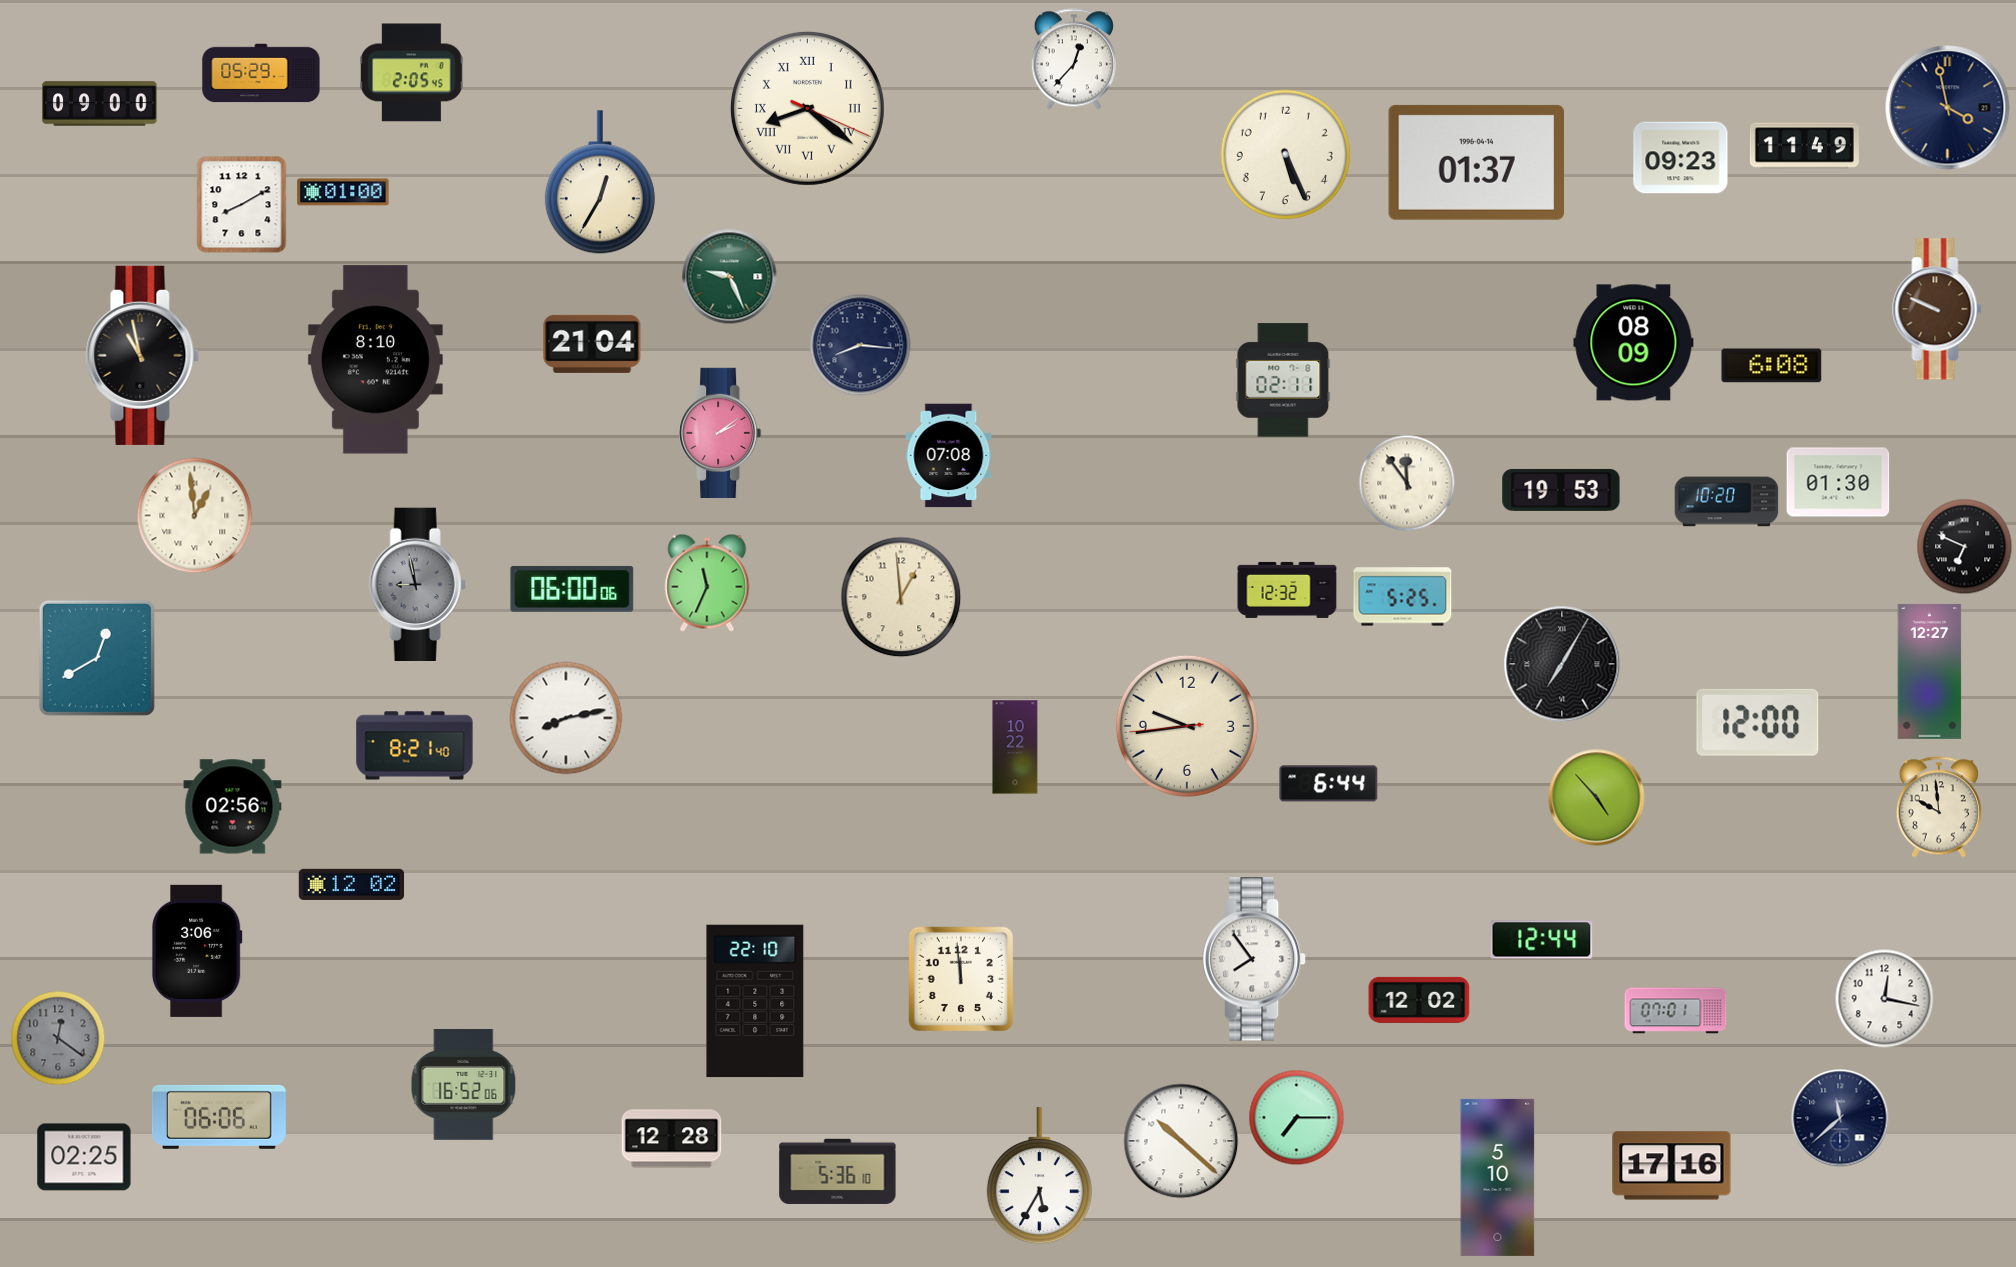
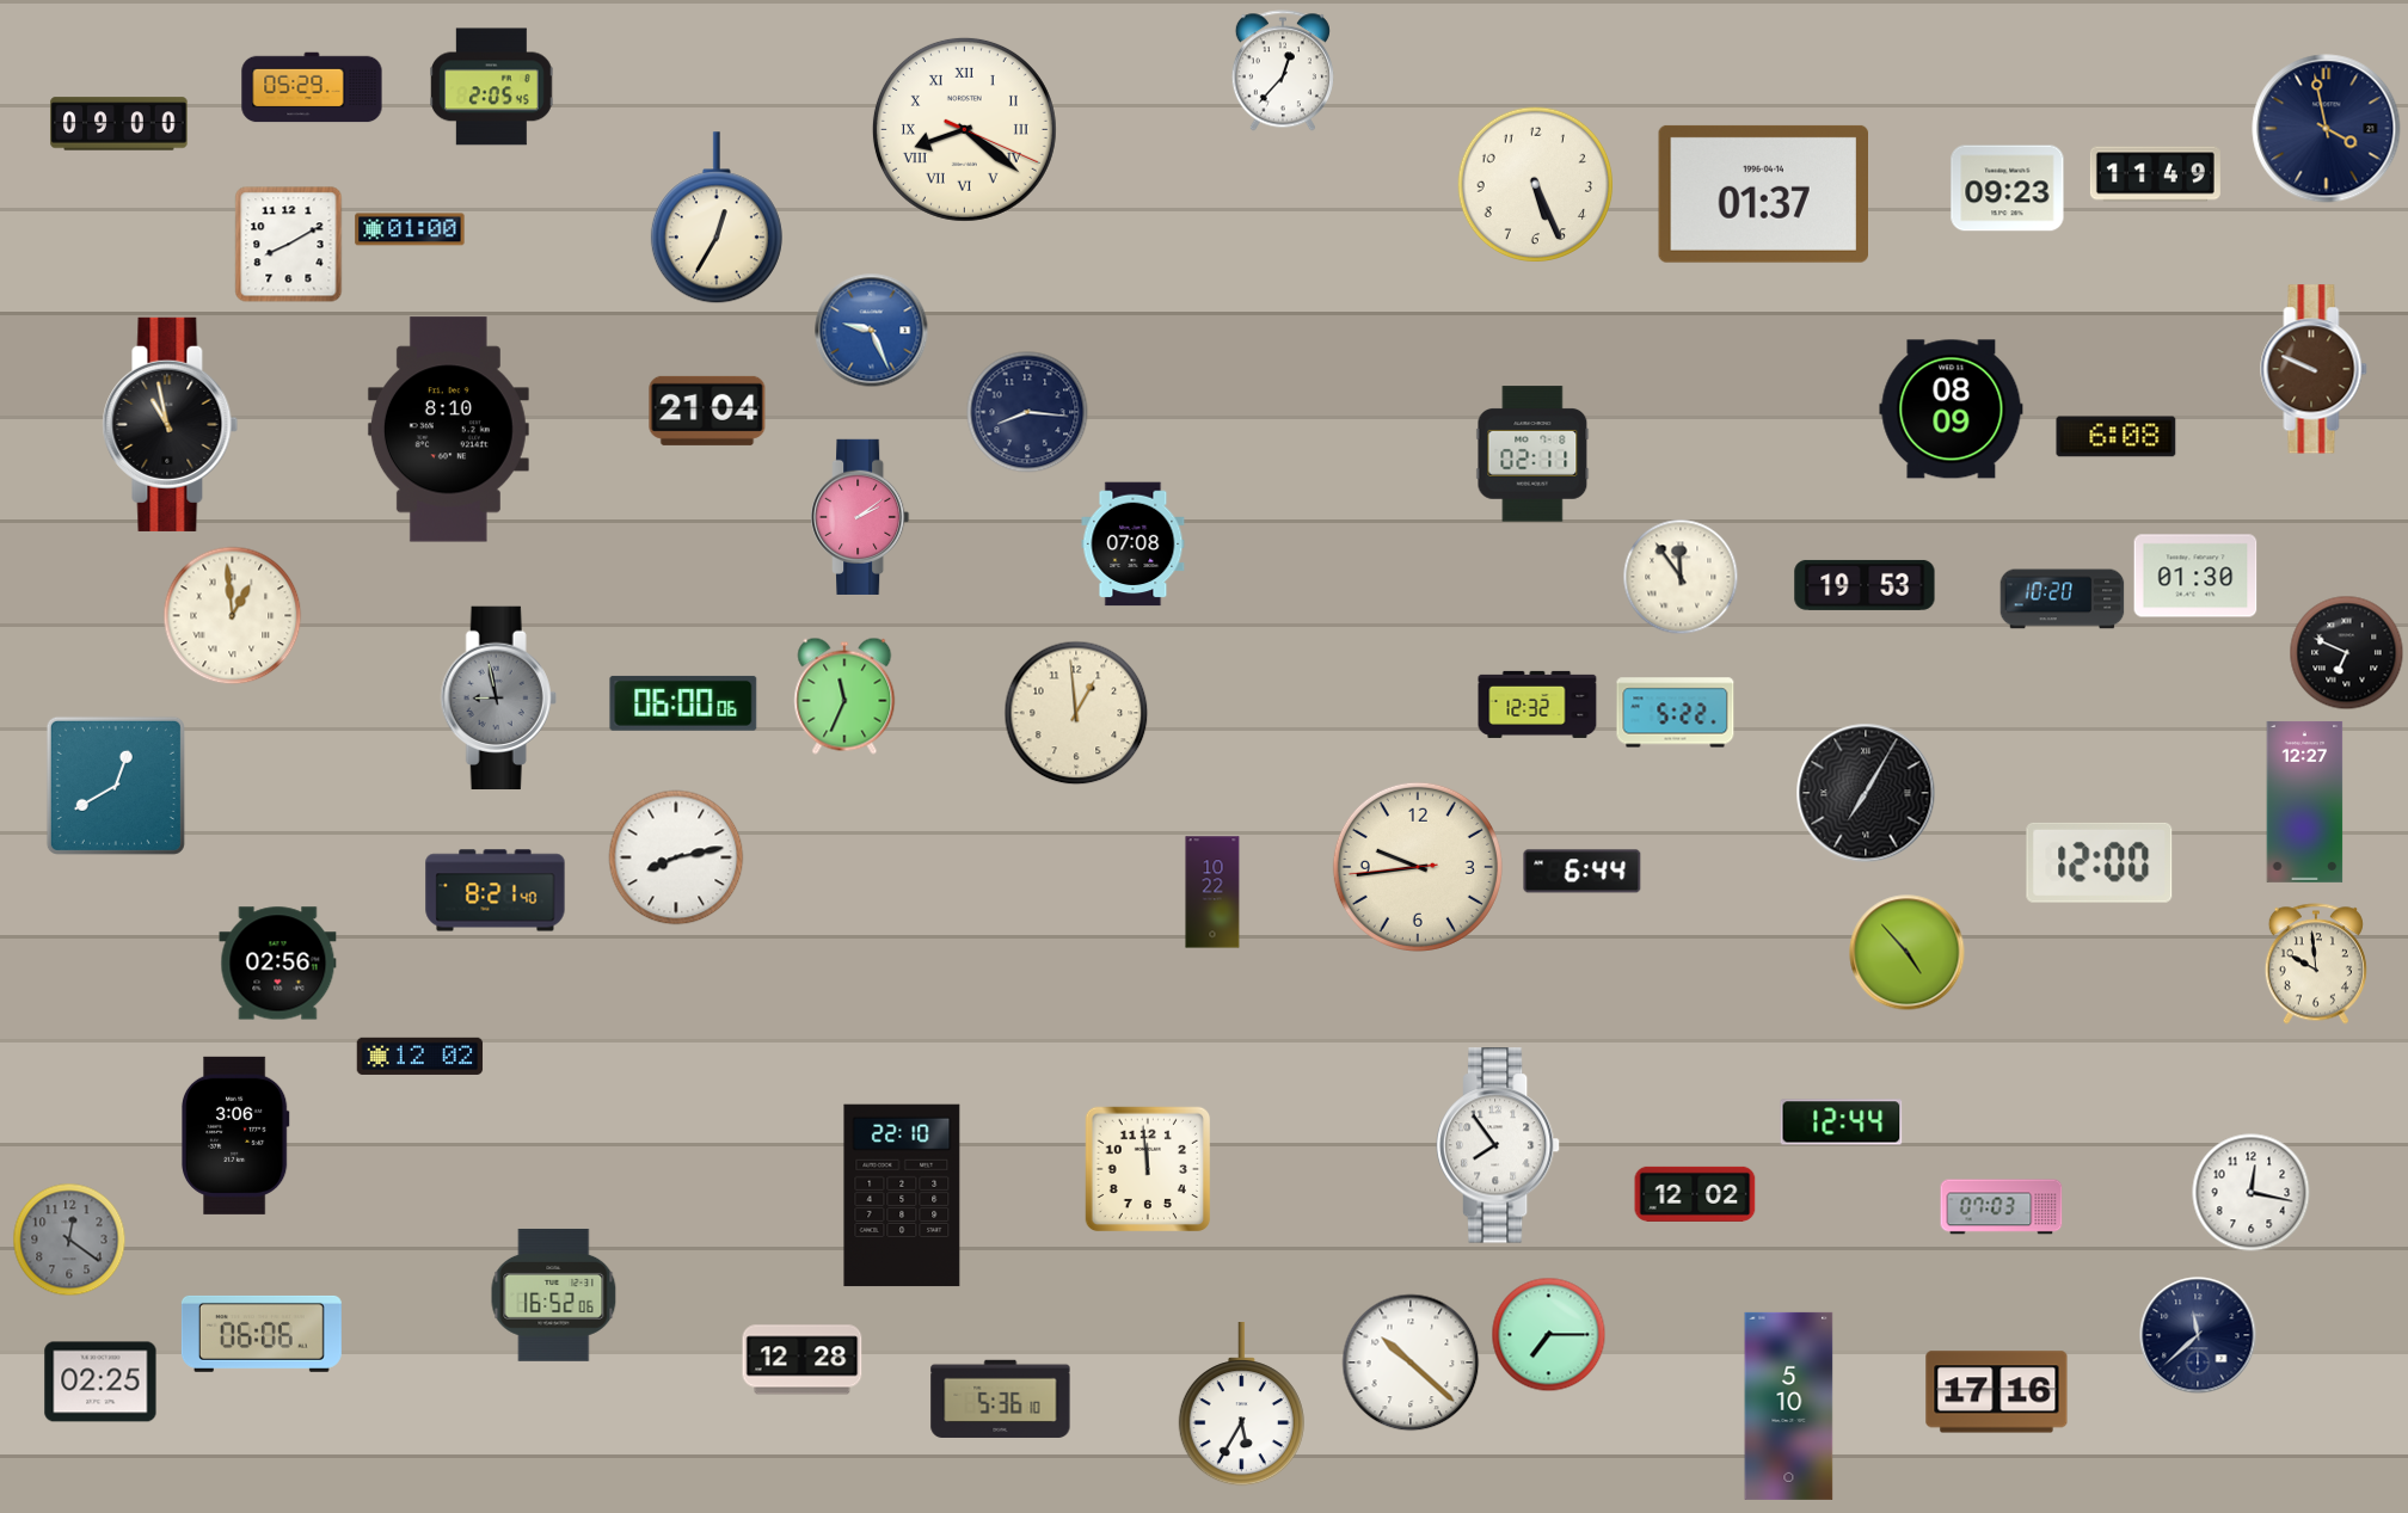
clock at (730, 277) dial: green -> blue
clock at (1403, 597): 5:25 -> 5:22
clock at (1329, 784) position: (1329, 784) -> (1583, 872)
clock at (1676, 1011): 07:01 -> 07:03
